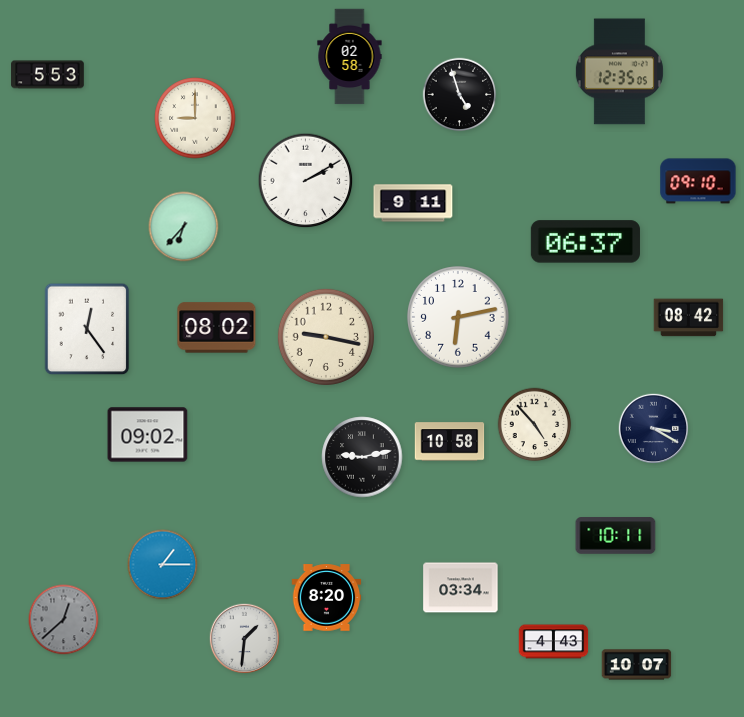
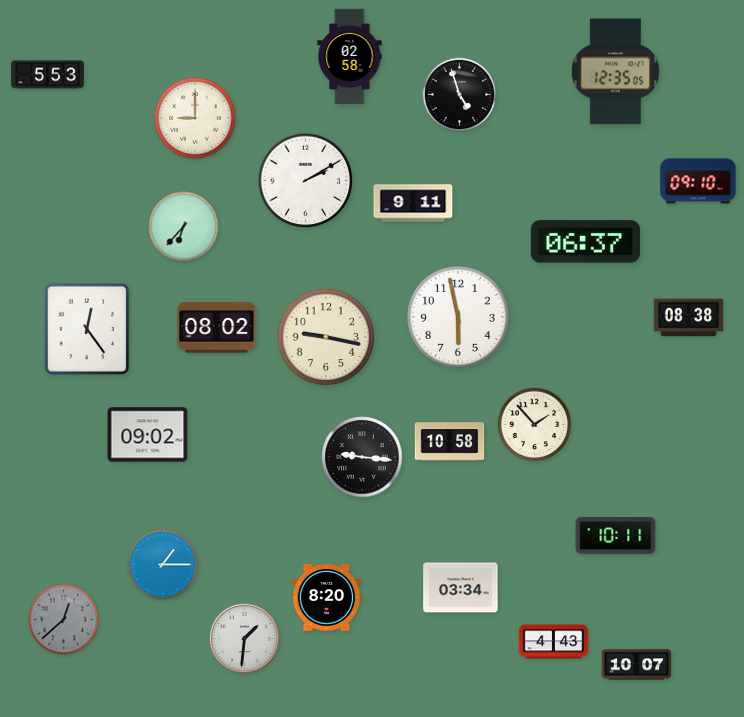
clock at (619, 72) position: (619, 72) -> (615, 72)
clock at (458, 317): 6:13 -> 5:58
clock at (689, 318): 08:42 -> 08:38
clock at (535, 425): 4:53 -> 1:53
clock at (653, 428): 3:20 -> none
clock at (362, 457): 9:13 -> 9:16
